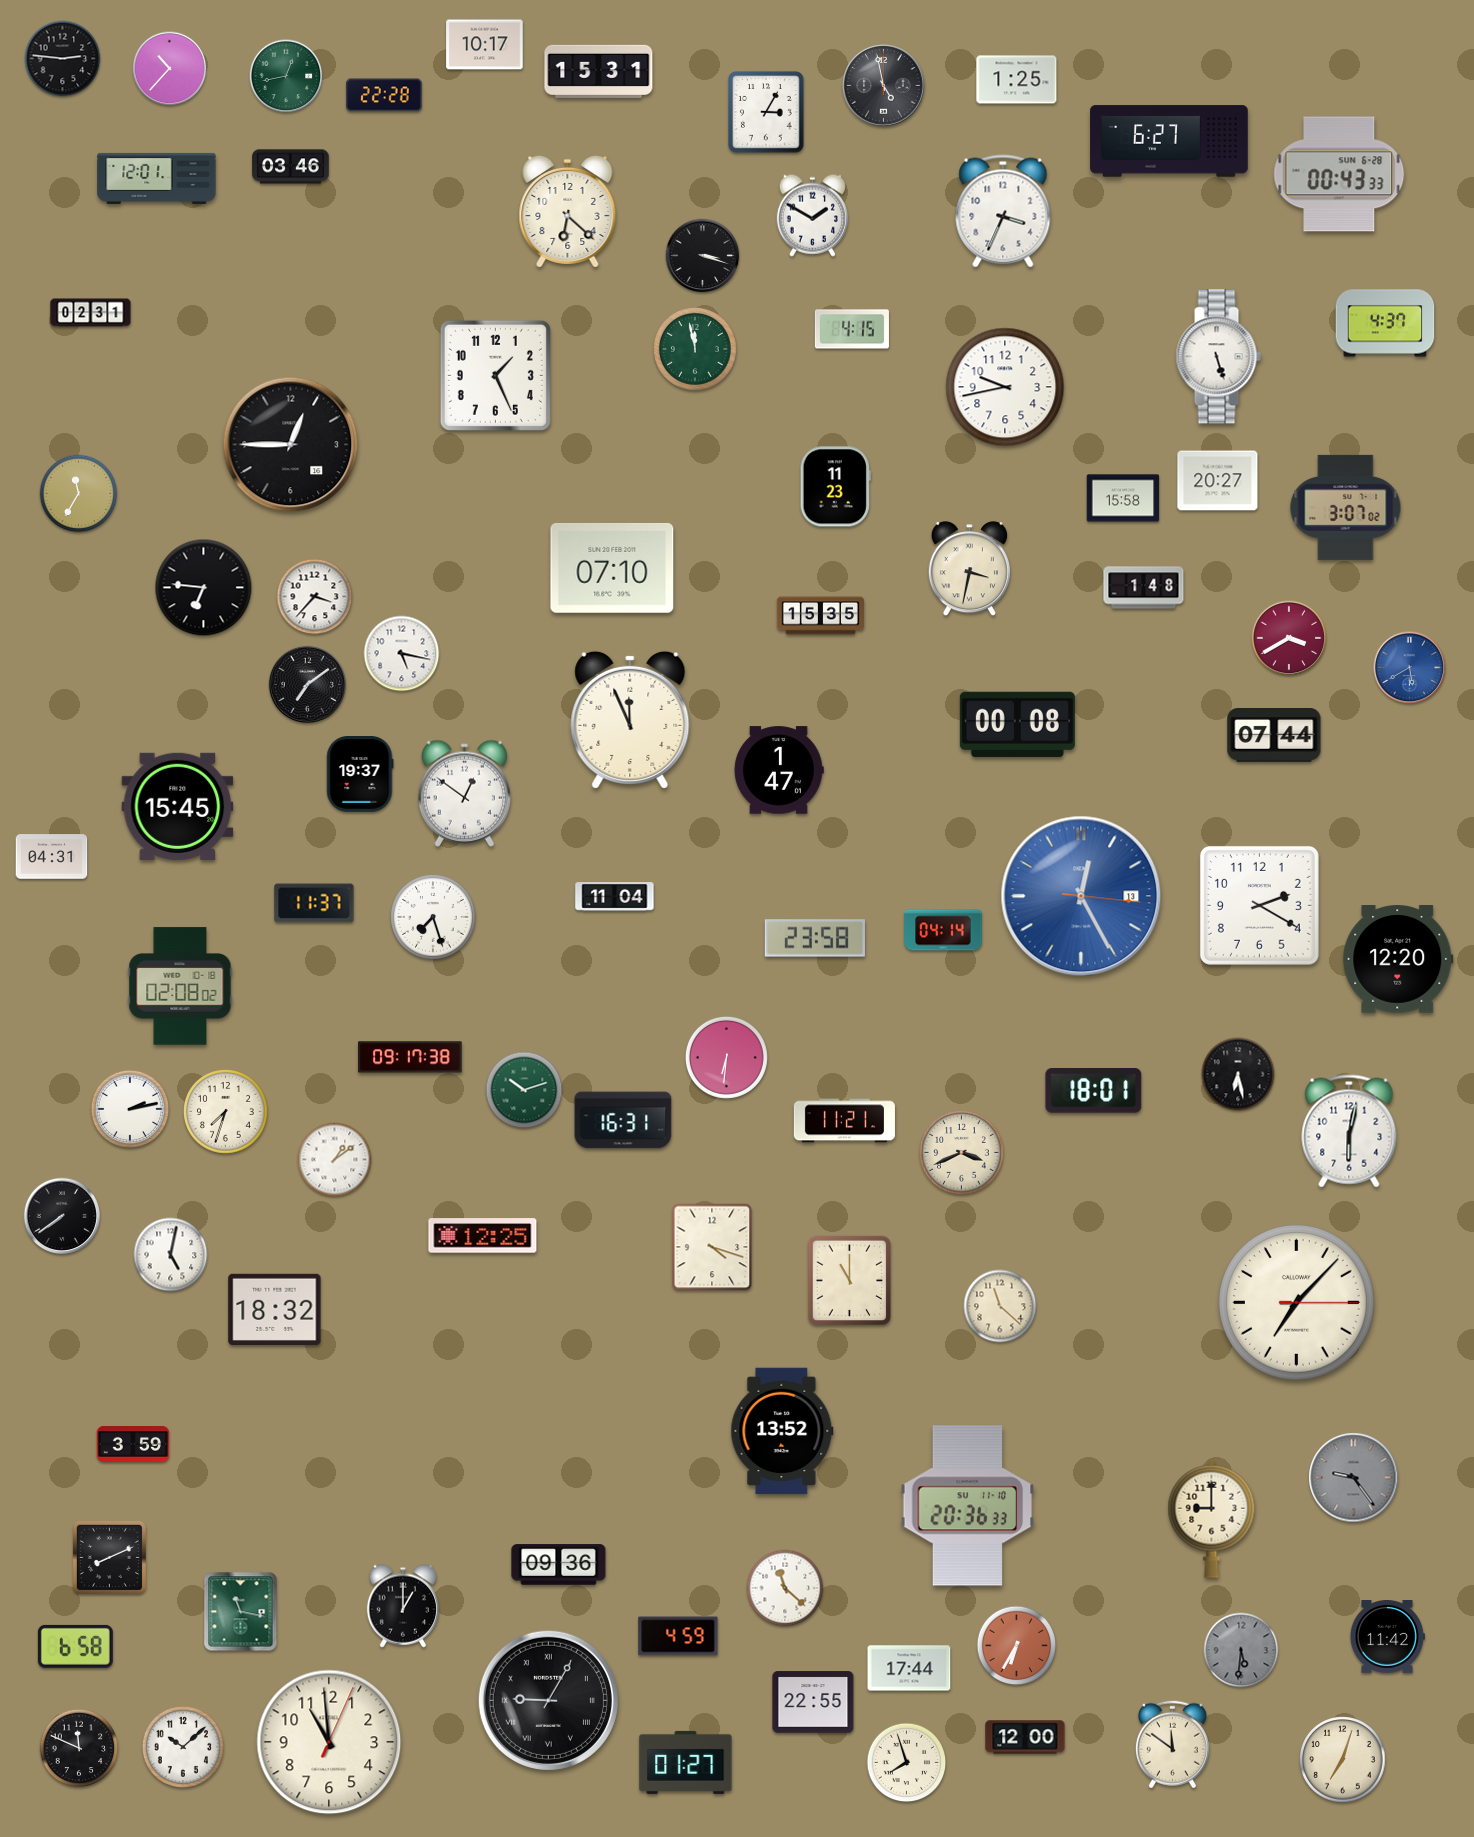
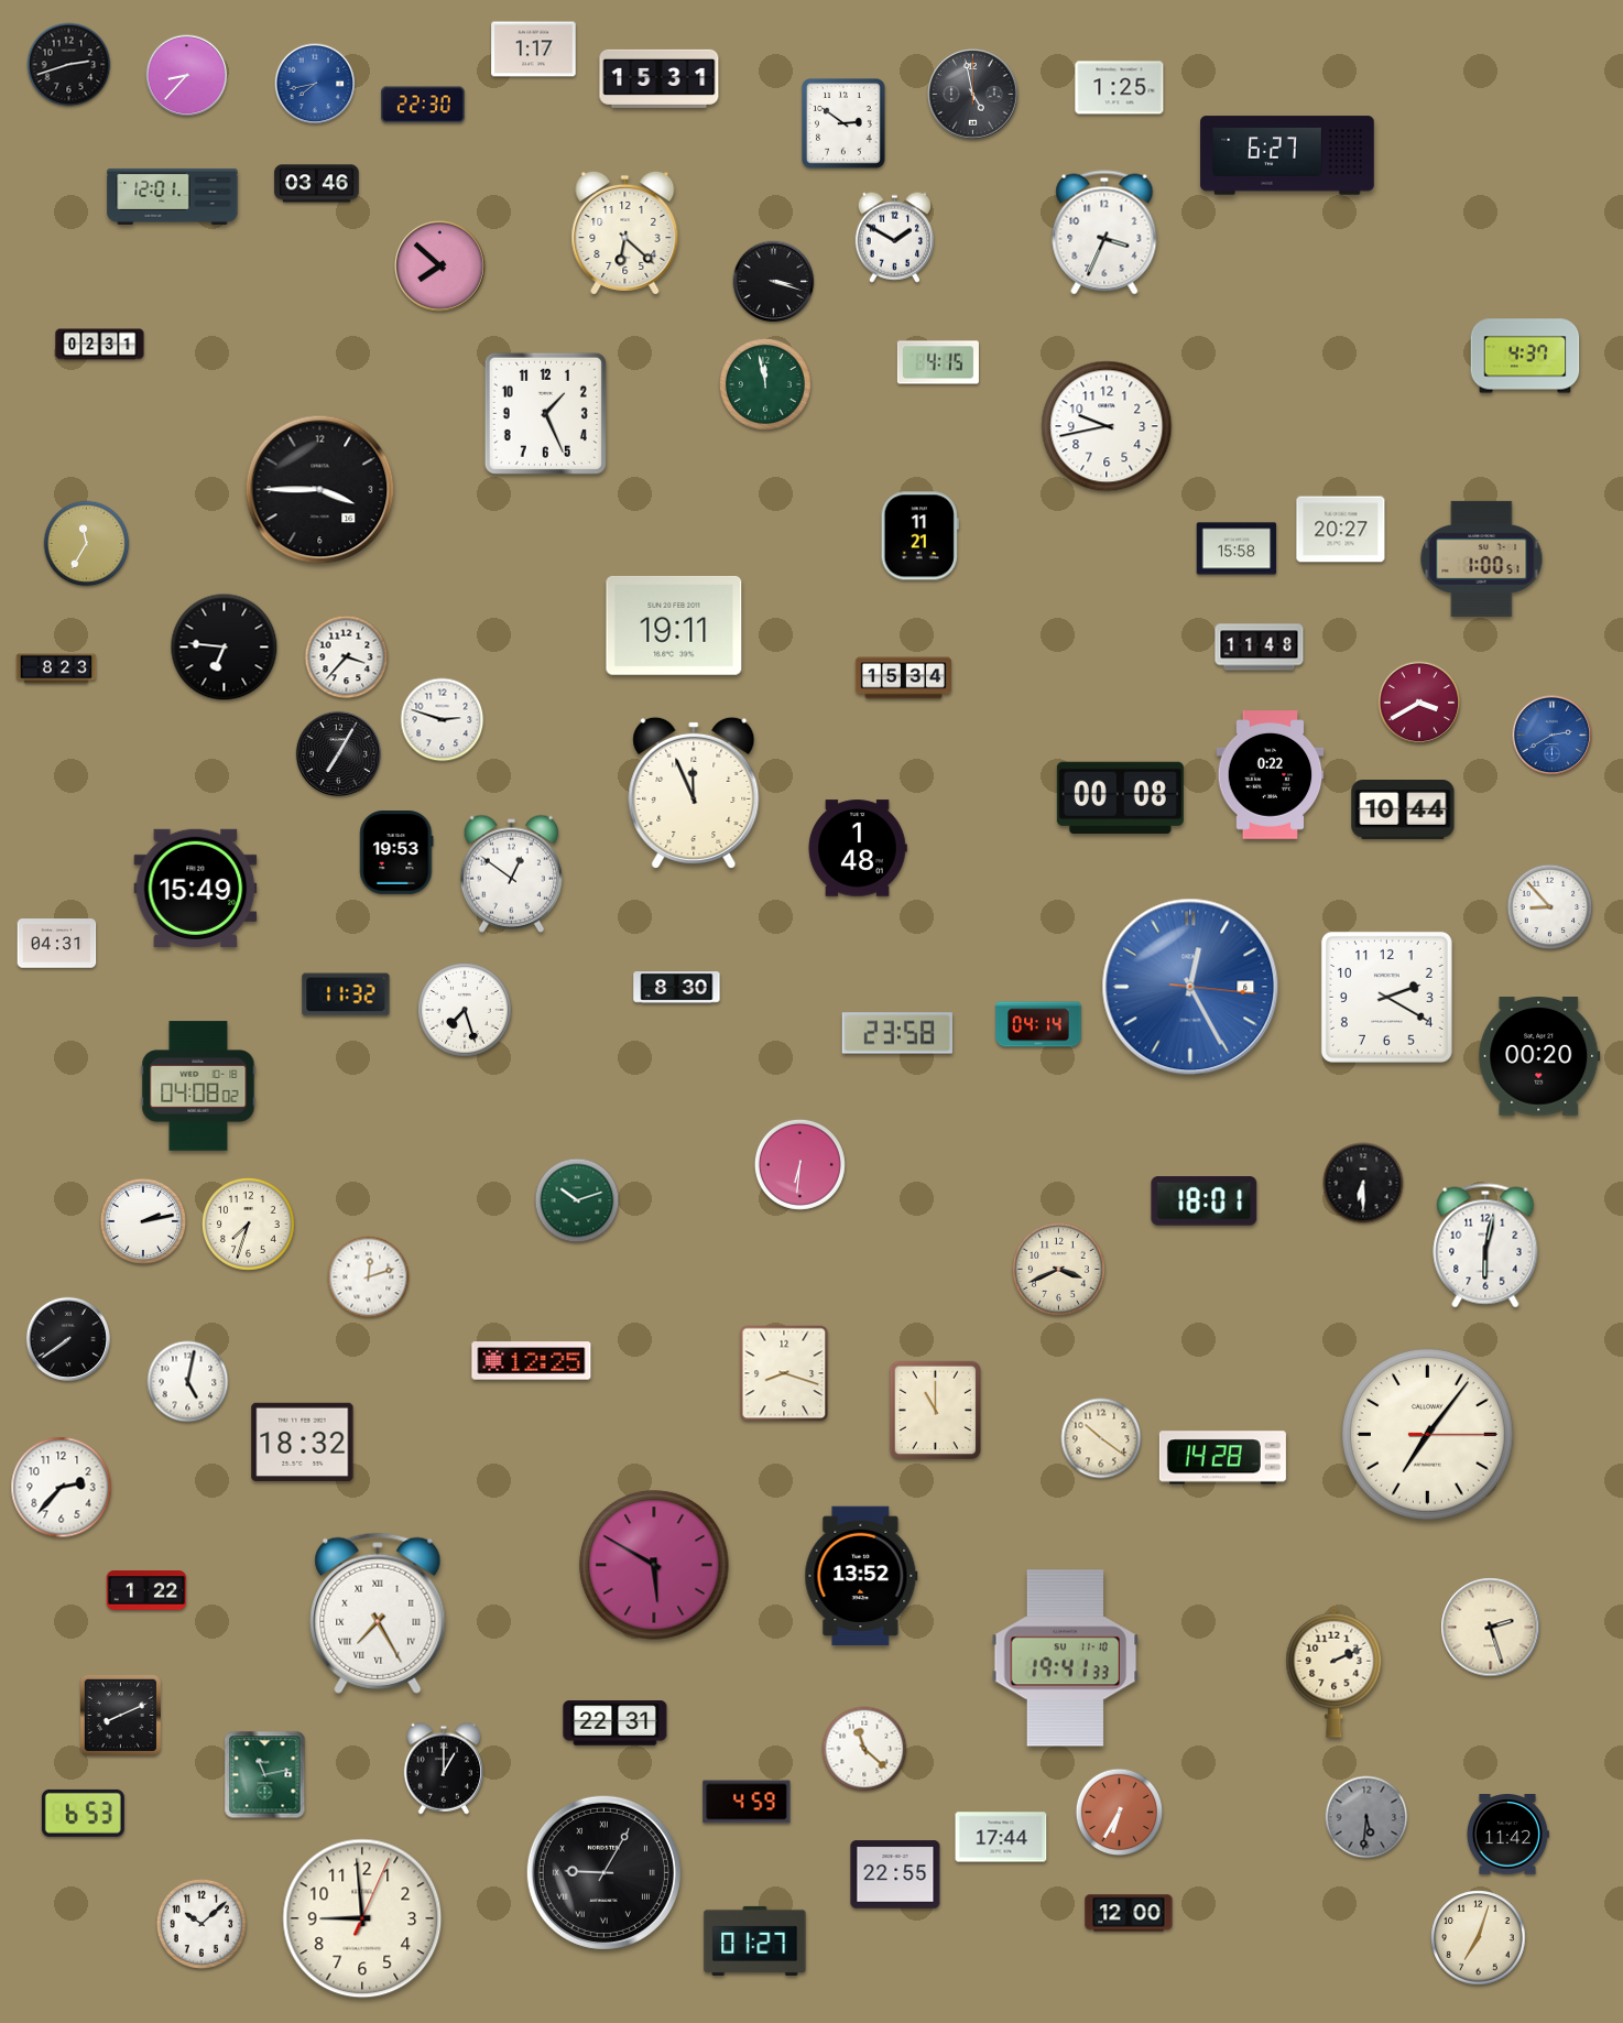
clock at (485, 45): 10:17 -> 1:17
clock at (63, 59): 2:46 -> 2:42
clock at (170, 69): 10:37 -> 8:37
clock at (286, 76): 12:43 -> 7:43
clock at (286, 76) dial: green -> blue
clock at (385, 95): 22:28 -> 22:30
clock at (767, 112): 3:05 -> 2:51
clock at (291, 167) position: (291, 167) -> (317, 184)
clock at (1339, 174): 00:43 -> none
clock at (440, 267): none -> 7:52
clock at (1218, 357): 5:27 -> none
clock at (291, 445): 12:45 -> 3:45
clock at (835, 487): 11:23 -> 11:21
clock at (1346, 507): 3:07 -> 1:00
clock at (612, 568): 07:10 -> 19:11
clock at (969, 569): 3:32 -> none
clock at (1144, 588): 1:48 -> 11:48
clock at (56, 668): none -> 8:23
clock at (820, 616): 15:35 -> 15:34
clock at (402, 654): 5:17 -> 2:48
clock at (1410, 668): 5:40 -> 2:40
clock at (307, 684): 7:09 -> 7:05
clock at (1271, 775): none -> 0:22
clock at (1274, 735): 07:44 -> 10:44
clock at (779, 770): 1:47 -> 1:48
clock at (360, 775): 19:37 -> 19:53
clock at (178, 806): 15:45 -> 15:49
clock at (1550, 907): none -> 8:53
clock at (1081, 896) date: 13 -> 6
clock at (615, 897): 11:04 -> 8:30
clock at (314, 903): 11:37 -> 11:32
clock at (433, 917) position: (433, 917) -> (465, 1010)
clock at (1398, 959): 12:20 -> 00:20
clock at (180, 986): 02:08 -> 04:08
clock at (410, 1057): 09:17 -> none
clock at (1238, 1074): 6:28 -> 6:30
clock at (623, 1120): 16:31 -> none
clock at (844, 1121): 11:21 -> none
clock at (335, 1160): 1:09 -> 12:12
clock at (712, 1247): 4:18 -> 8:18
clock at (1296, 1302): 7:07 -> 7:06
clock at (1000, 1306): 11:22 -> 10:21
clock at (1222, 1458): none -> 14:28
clock at (62, 1488): none -> 2:37
clock at (654, 1565): none -> 5:50
clock at (133, 1444): 3:59 -> 1:22
clock at (378, 1613): none -> 7:25
clock at (1354, 1478): 9:24 -> 2:27
clock at (1354, 1478) dial: grey -> cream
clock at (968, 1506): 20:36 -> 19:41
clock at (1212, 1518): 9:00 -> 2:11
clock at (559, 1565): 09:36 -> 22:31
clock at (241, 1612): 11:17 -> 11:13
clock at (1387, 1637) position: (1387, 1637) -> (1507, 1835)
clock at (75, 1646): 6:58 -> 6:53
clock at (329, 1742): 10:59 -> 8:59
clock at (1172, 1745): 11:51 -> none
clock at (79, 1748): 11:49 -> none
clock at (907, 1763): 7:57 -> none
